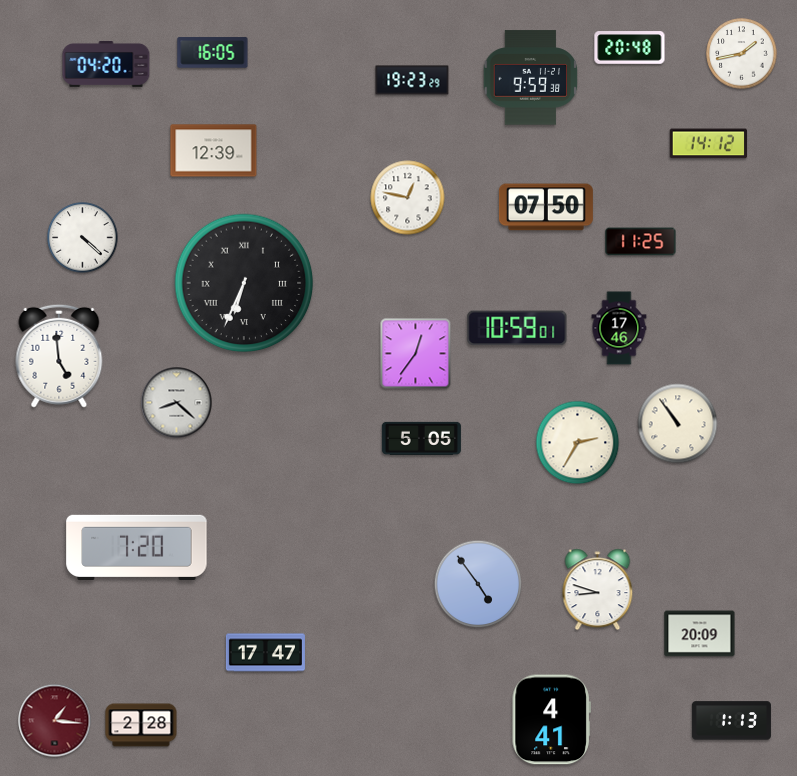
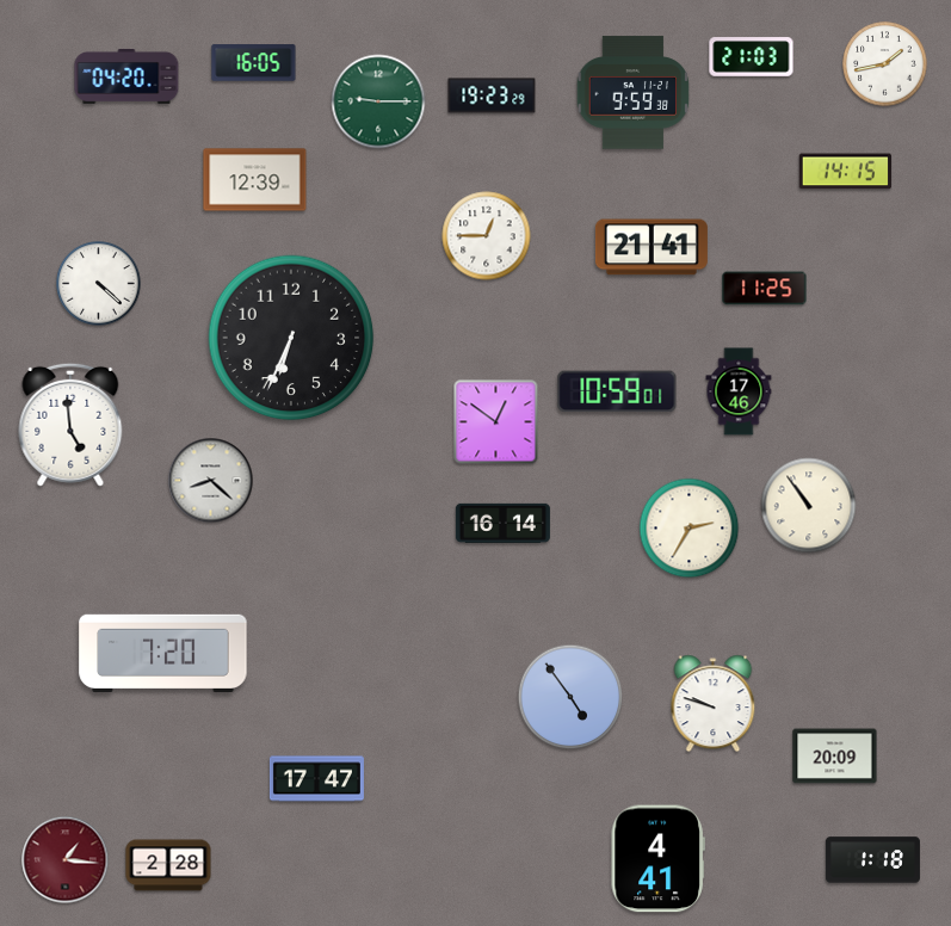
clock at (630, 48): 20:48 -> 21:03
clock at (378, 101): none -> 9:15
clock at (709, 144): 14:12 -> 14:15
clock at (408, 198): 12:47 -> 12:45
clock at (546, 207): 07:50 -> 21:41
clock at (244, 283) numerals: Roman -> Arabic
clock at (416, 354): 12:36 -> 12:51
clock at (421, 438): 5:05 -> 16:14
clock at (598, 590): 8:48 -> 9:48
clock at (731, 721): 1:13 -> 1:18
